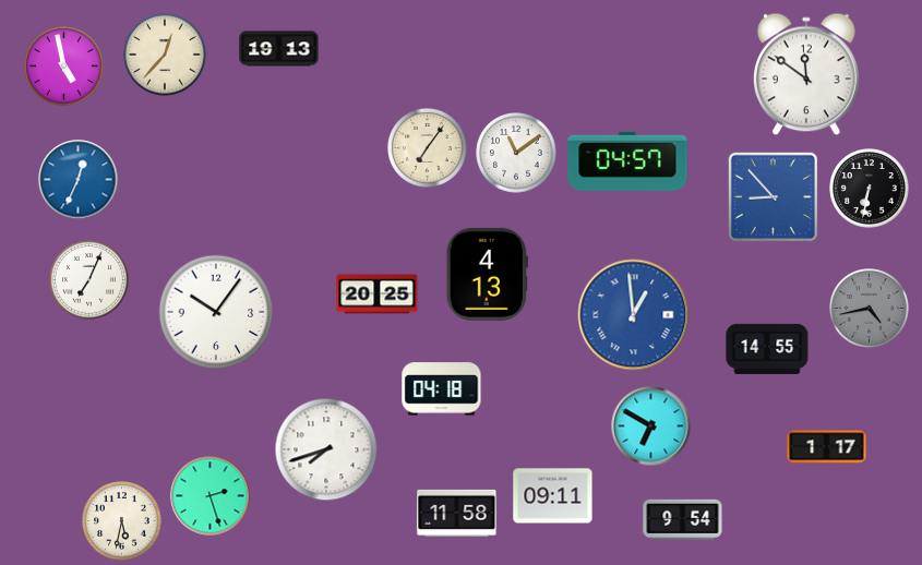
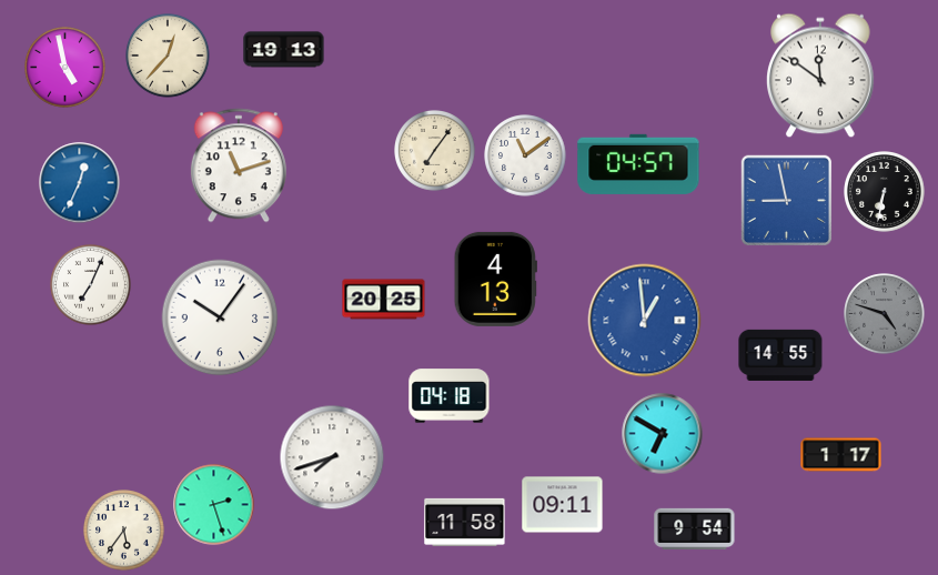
clock at (239, 165): none -> 11:12
clock at (774, 197): 8:53 -> 8:58
clock at (870, 309): 4:43 -> 4:48
clock at (122, 521): 5:32 -> 5:36
